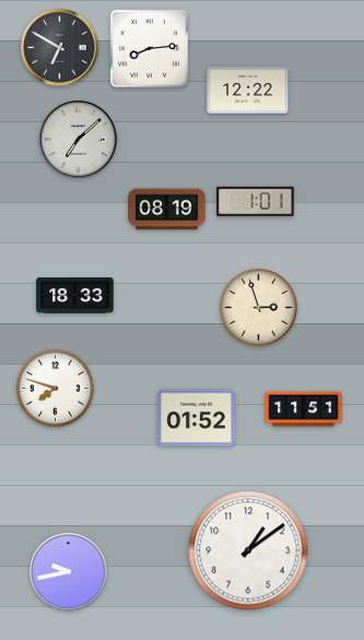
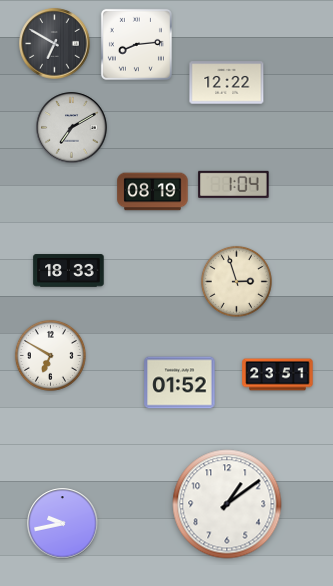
clock at (79, 140): 7:08 -> 7:10
clock at (256, 201): 1:01 -> 1:04
clock at (55, 388): 7:48 -> 6:50
clock at (304, 410): 11:51 -> 23:51
